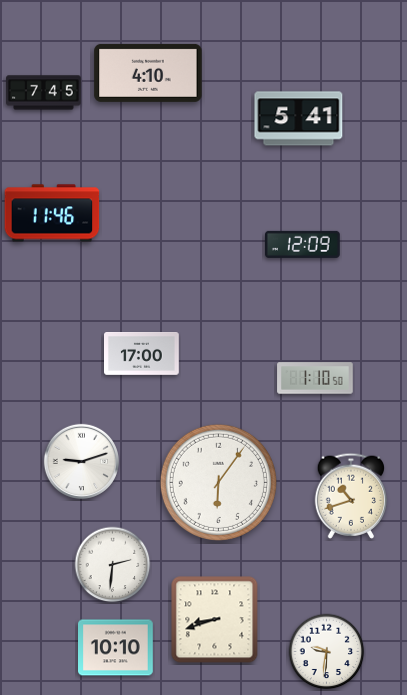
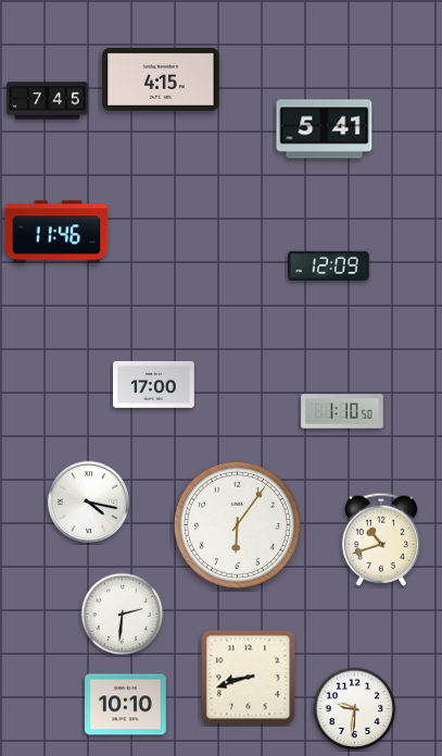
clock at (148, 73): 4:10 -> 4:15
clock at (81, 461): 9:12 -> 4:17
clock at (215, 620) position: (215, 620) -> (249, 678)
